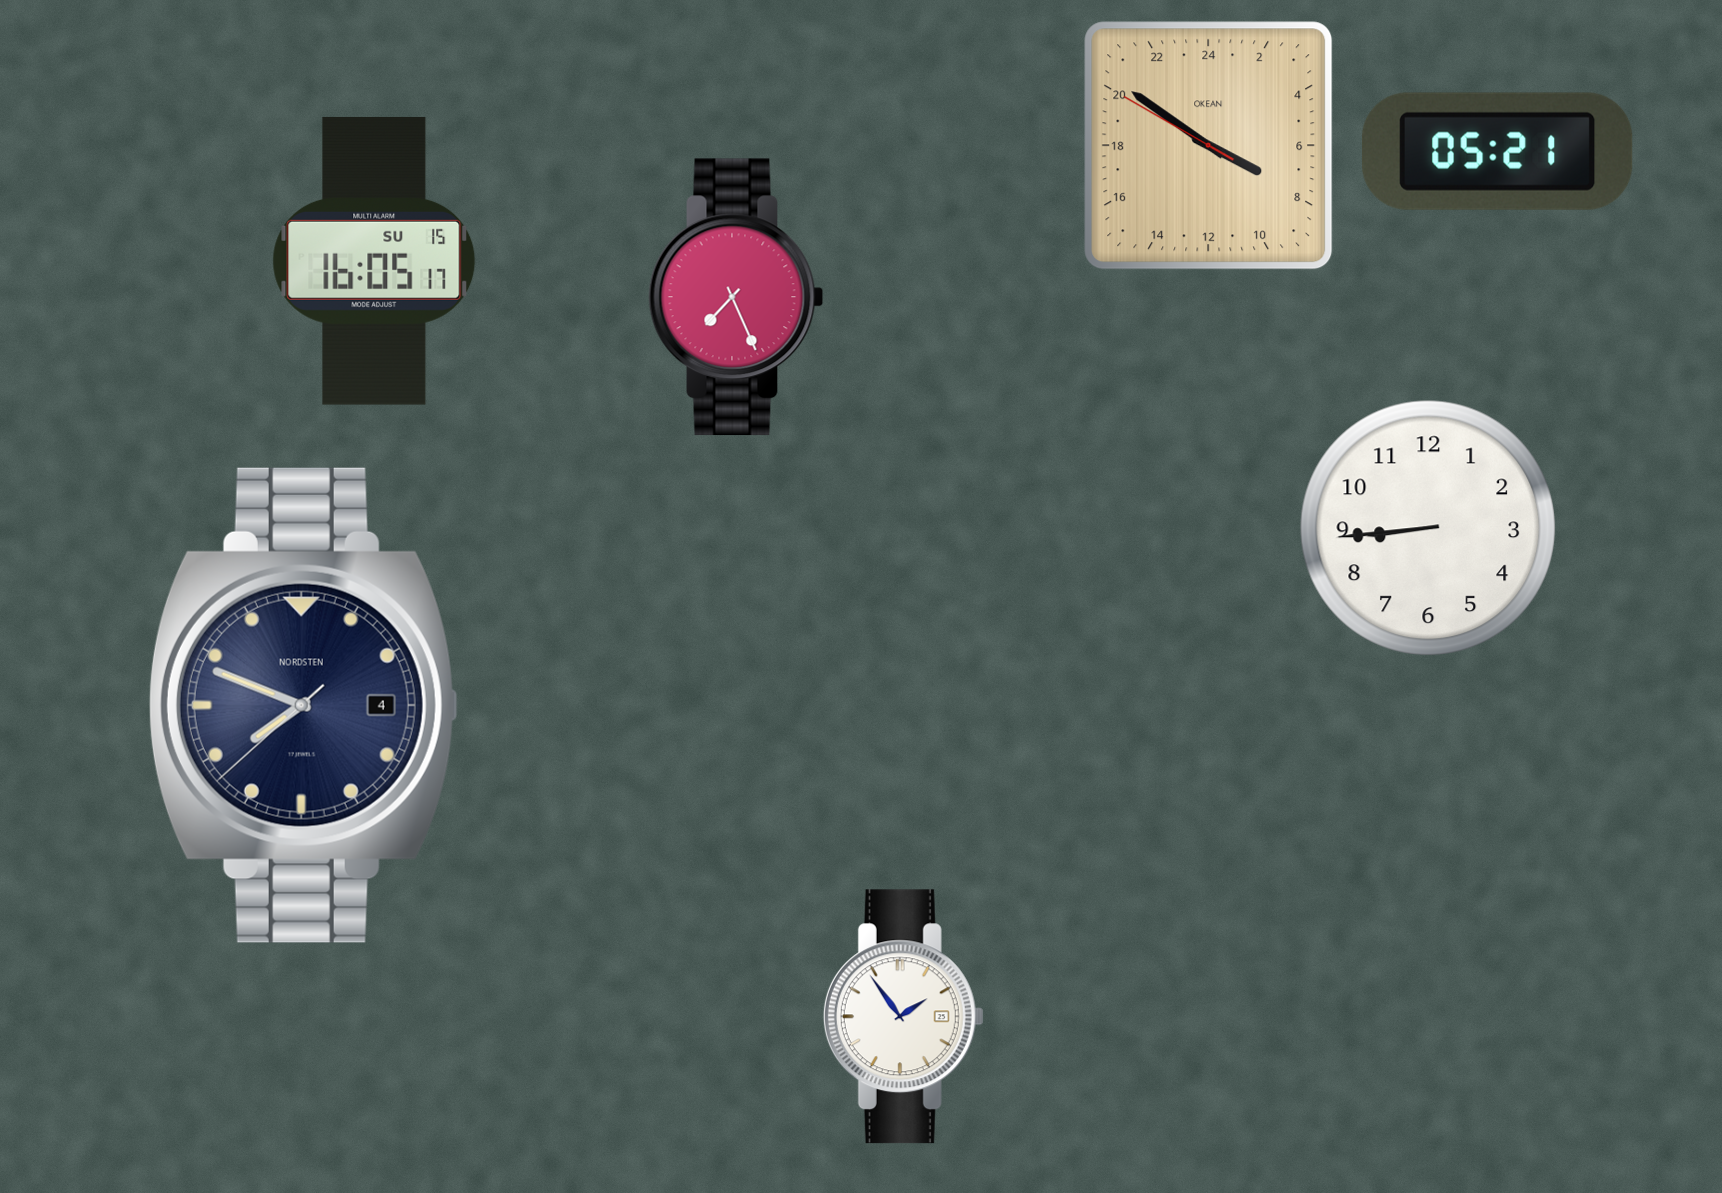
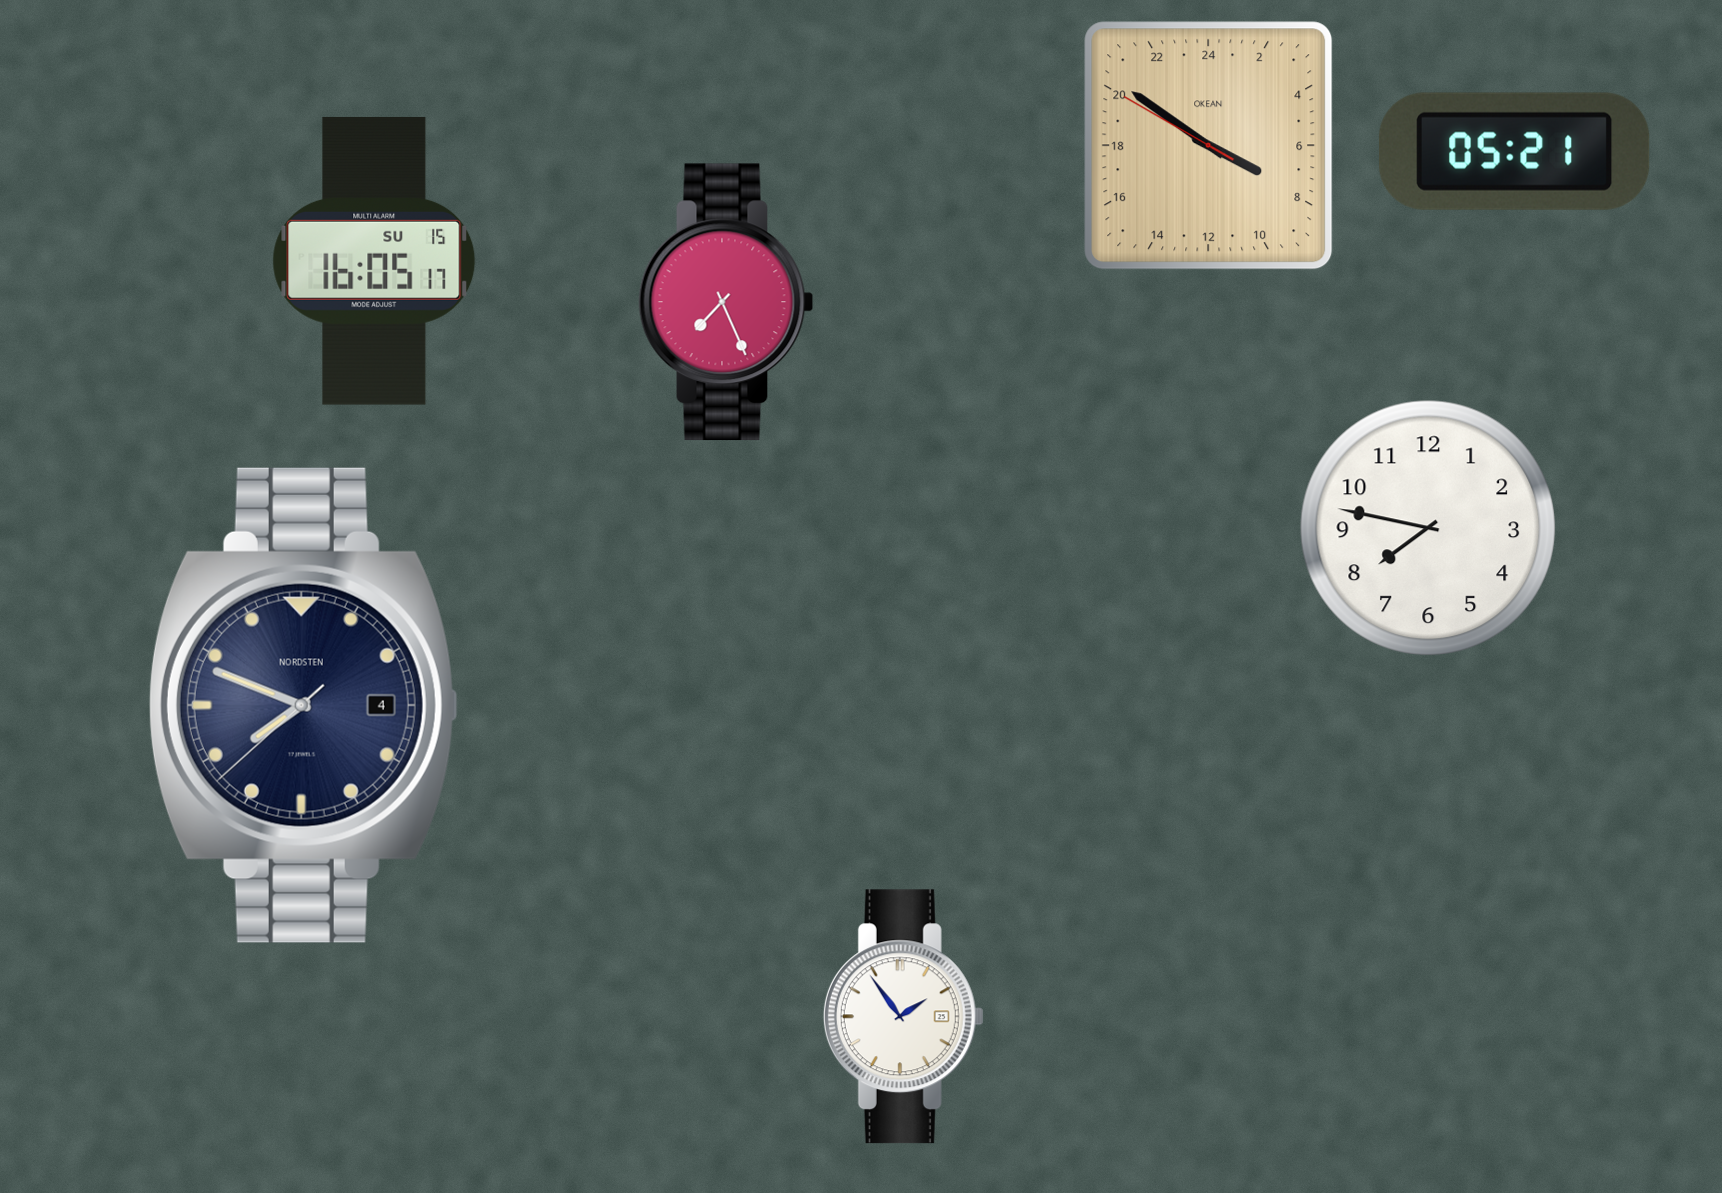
clock at (1497, 151) position: (1497, 151) -> (1514, 151)
clock at (736, 297) position: (736, 297) -> (726, 302)
clock at (1428, 528): 8:44 -> 7:47
